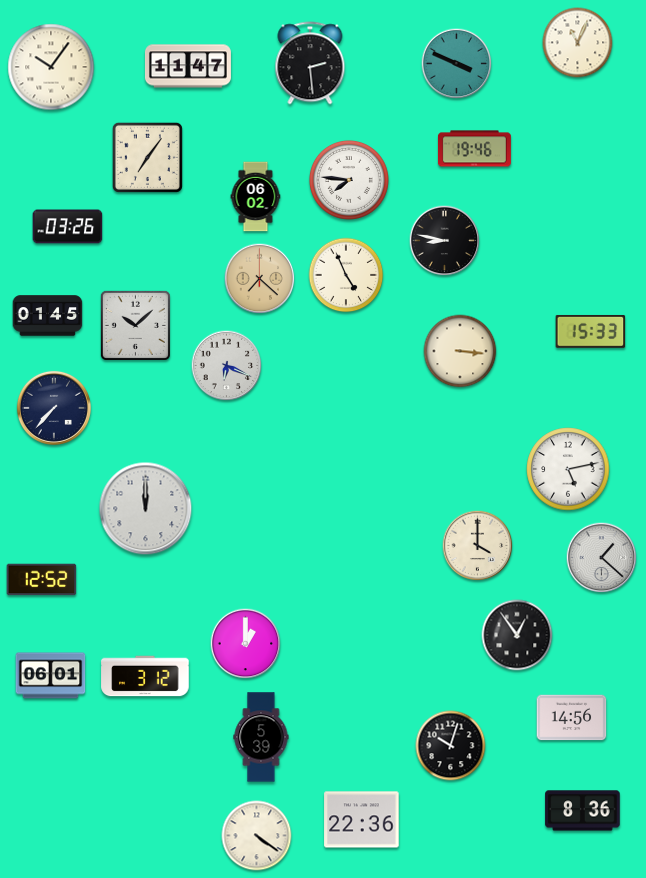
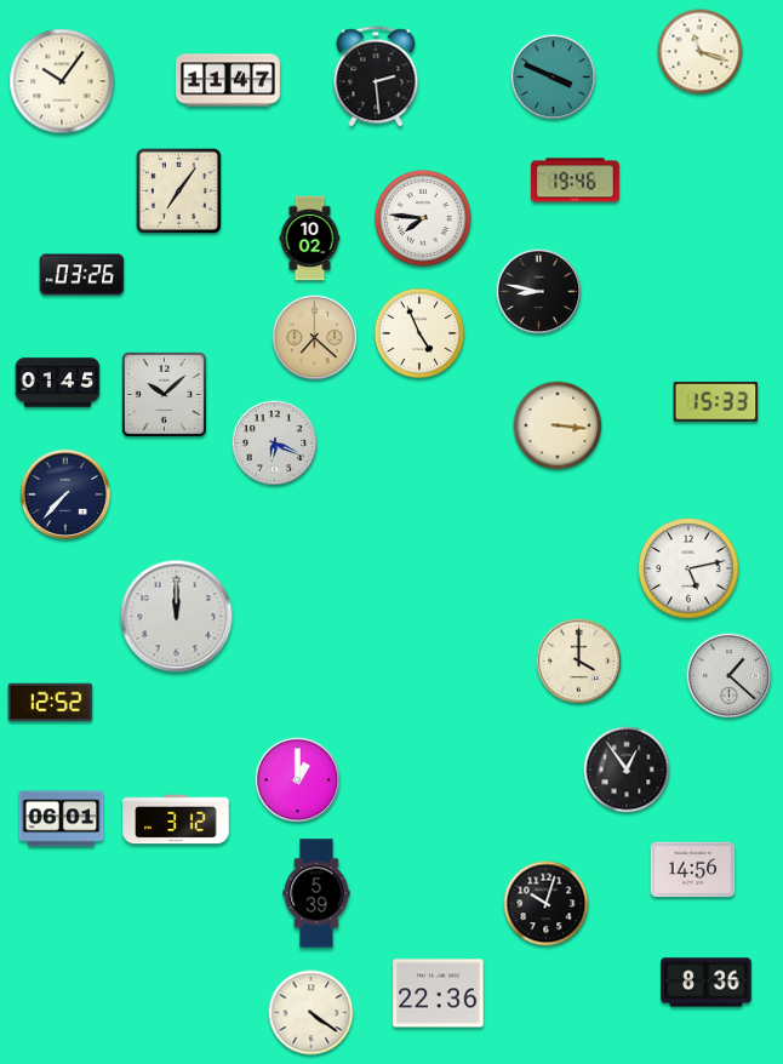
clock at (578, 43): 11:04 -> 11:18
clock at (256, 197): 06:02 -> 10:02
